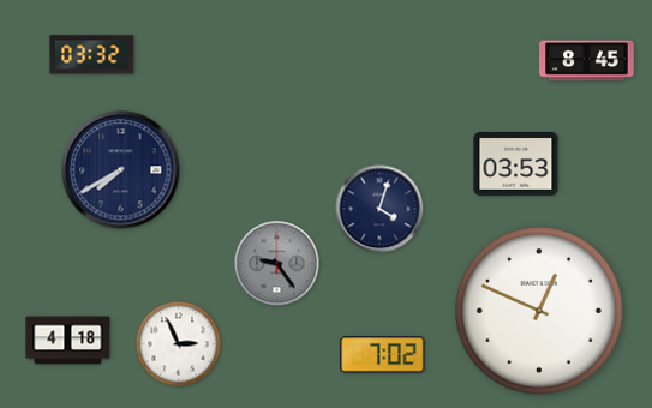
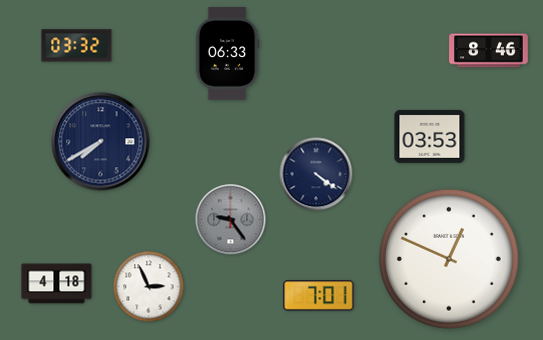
clock at (587, 61): 8:45 -> 8:46
clock at (227, 54): none -> 06:33
clock at (379, 209): 4:03 -> 4:21
clock at (383, 355): 7:02 -> 7:01
